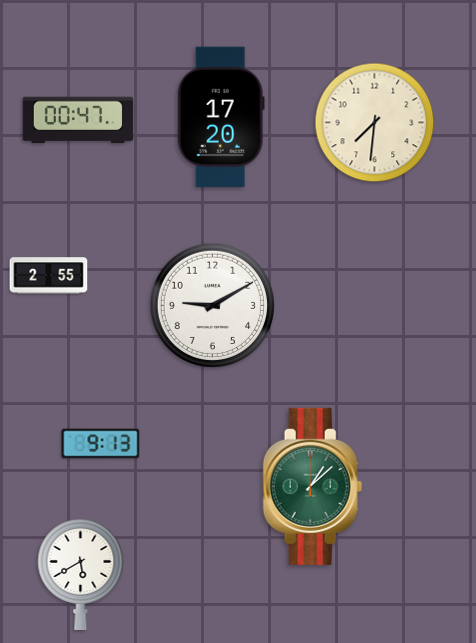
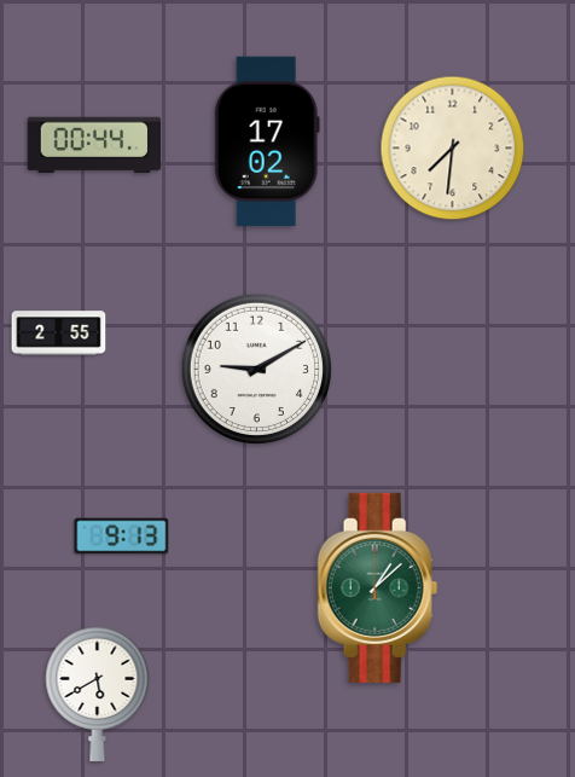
clock at (221, 117): 17:20 -> 17:02
clock at (78, 120): 00:47 -> 00:44
